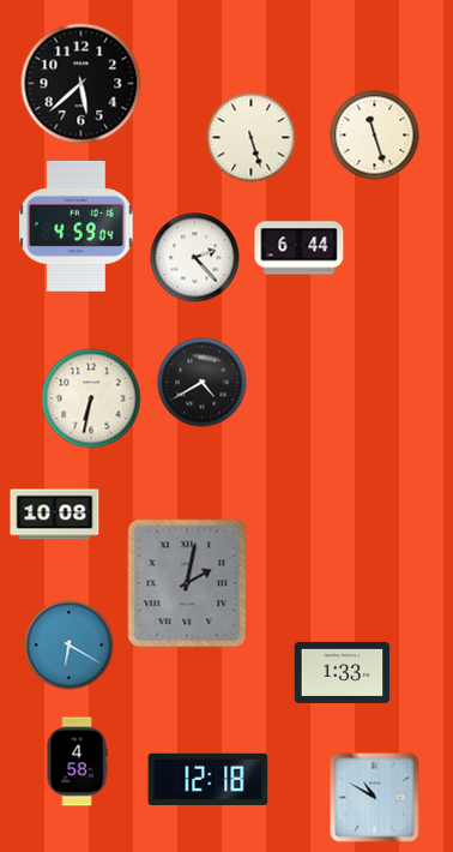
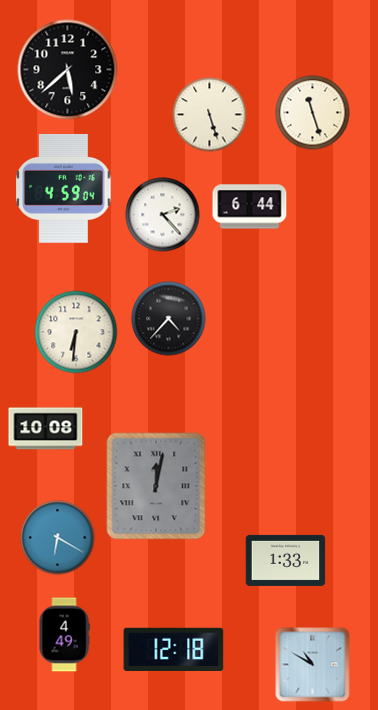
clock at (203, 383): 4:40 -> 4:37
clock at (91, 398): 6:32 -> 6:31
clock at (187, 583): 2:02 -> 12:02
clock at (77, 762): 4:58 -> 4:49
